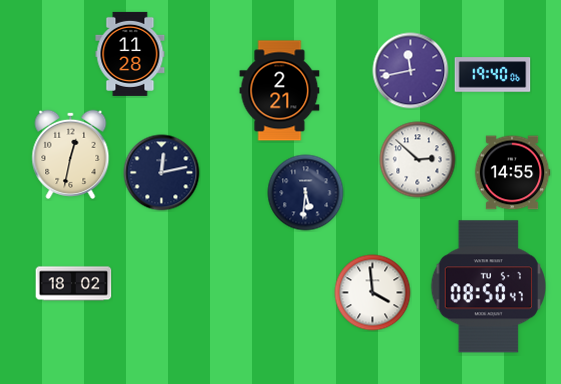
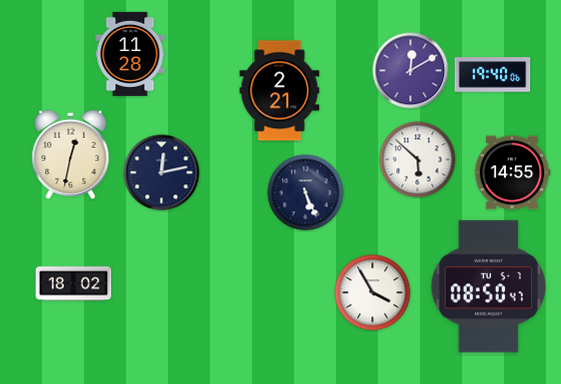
clock at (411, 71): 11:43 -> 12:10
clock at (418, 160): 2:52 -> 5:52
clock at (306, 193): 5:31 -> 5:26
clock at (373, 293): 3:59 -> 3:55
